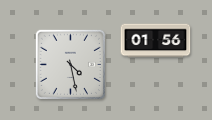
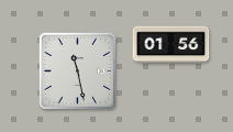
clock at (70, 64): 4:28 -> 11:28
